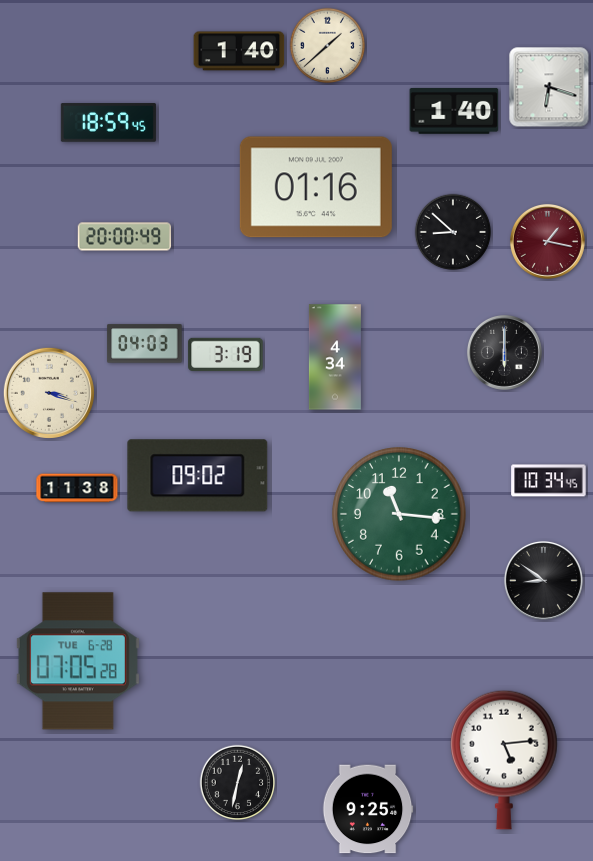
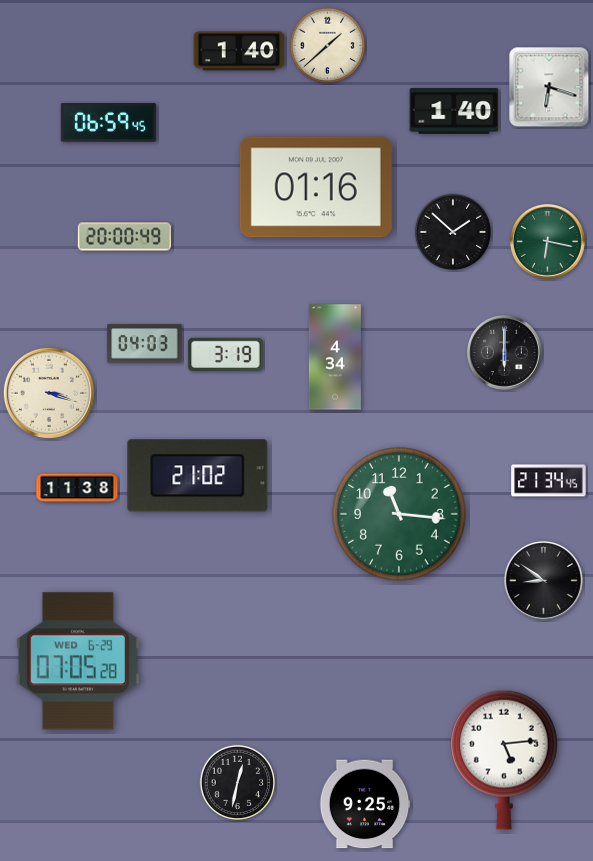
clock at (108, 123): 18:59 -> 06:59
clock at (453, 232): 8:52 -> 1:52
clock at (547, 241): 1:17 -> 6:17
clock at (547, 241) dial: burgundy -> green
clock at (198, 476): 09:02 -> 21:02
clock at (549, 481): 10:34 -> 21:34
clock at (78, 661) date: TUE 6-28 -> WED 6-29
clock at (368, 809) position: (368, 809) -> (365, 804)
